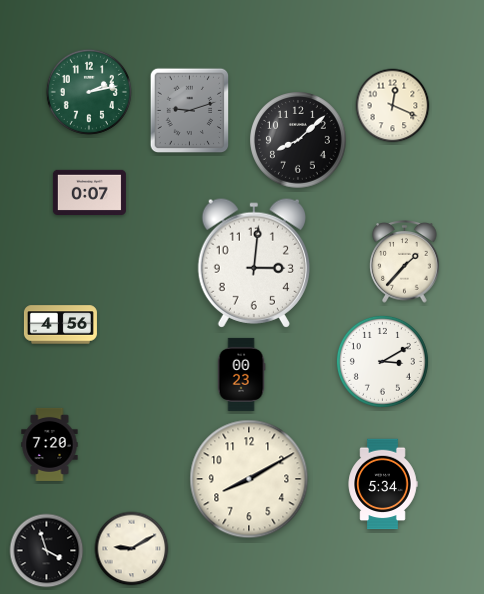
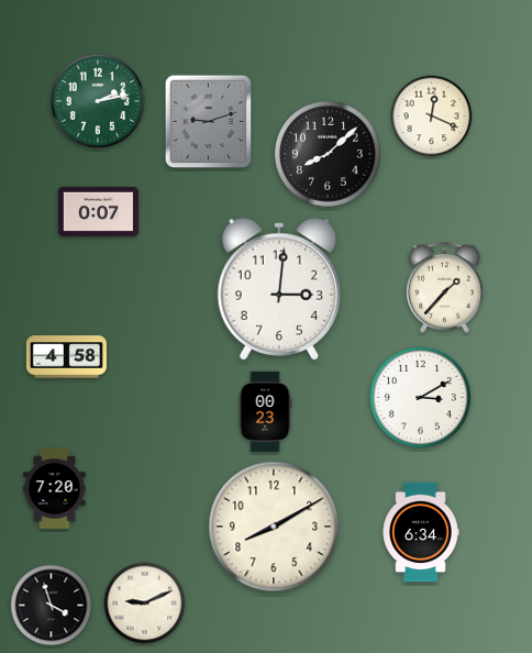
clock at (60, 325): 4:56 -> 4:58
clock at (383, 484): 5:34 -> 6:34
clock at (132, 549): 9:10 -> 9:11
